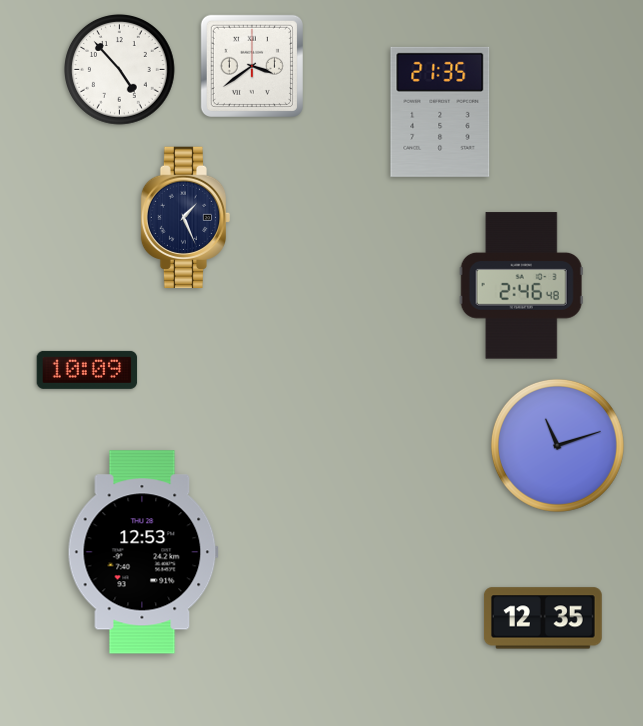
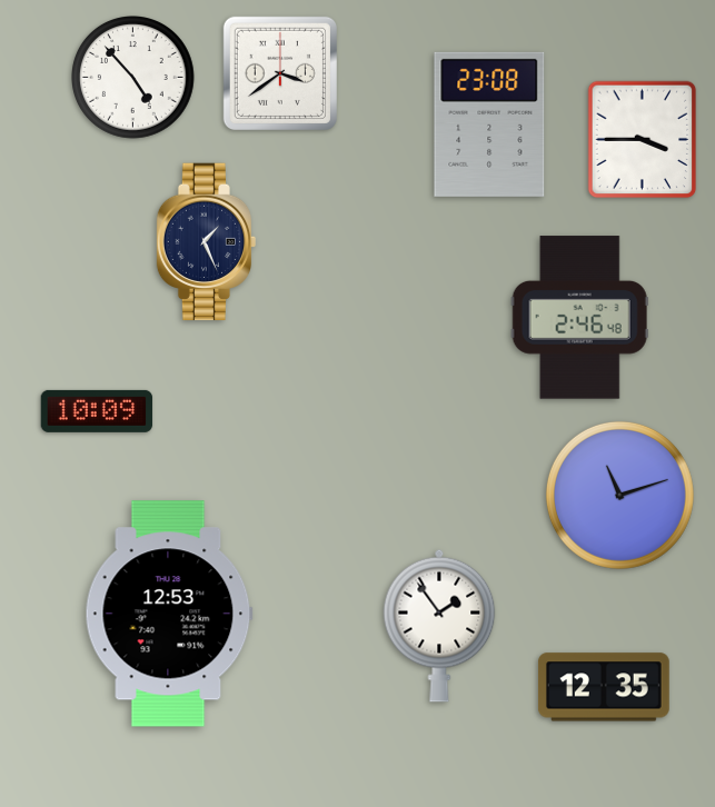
clock at (440, 112): 21:35 -> 23:08
clock at (643, 140): none -> 3:45
clock at (143, 552) position: (143, 552) -> (169, 614)
clock at (439, 626): none -> 1:54
